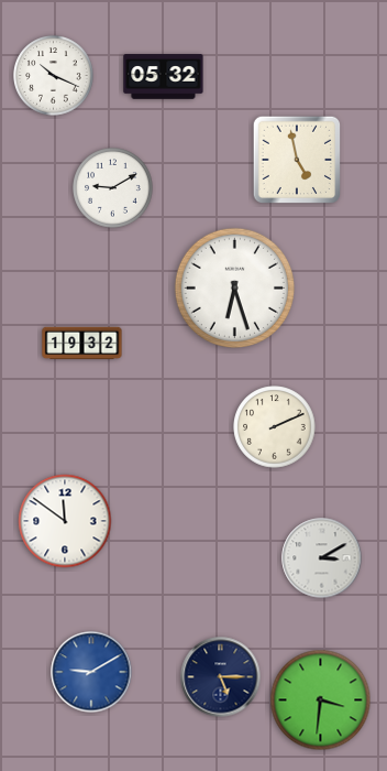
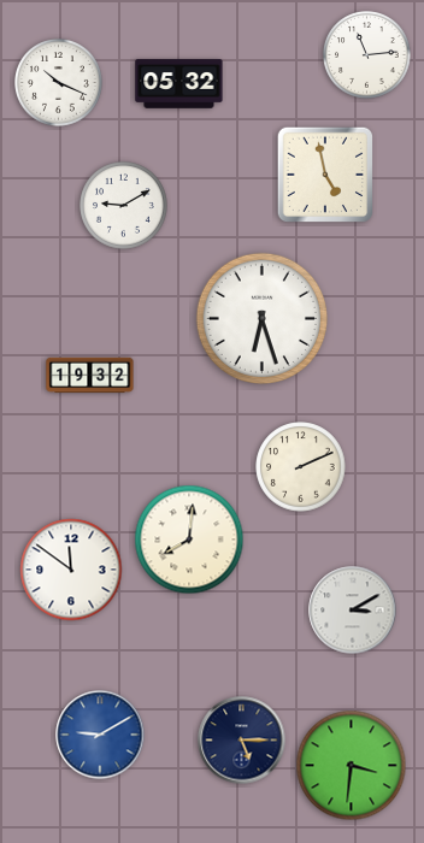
clock at (367, 55): none -> 11:14
clock at (234, 287) position: (234, 287) -> (261, 318)
clock at (189, 540): none -> 8:01
